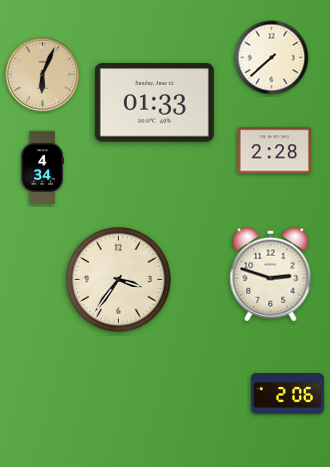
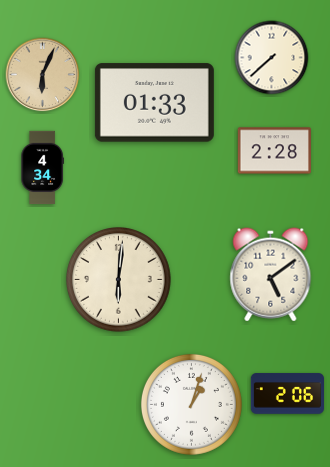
clock at (271, 275): 2:48 -> 5:09
clock at (119, 280): 3:36 -> 6:01
clock at (191, 404): none -> 1:03
